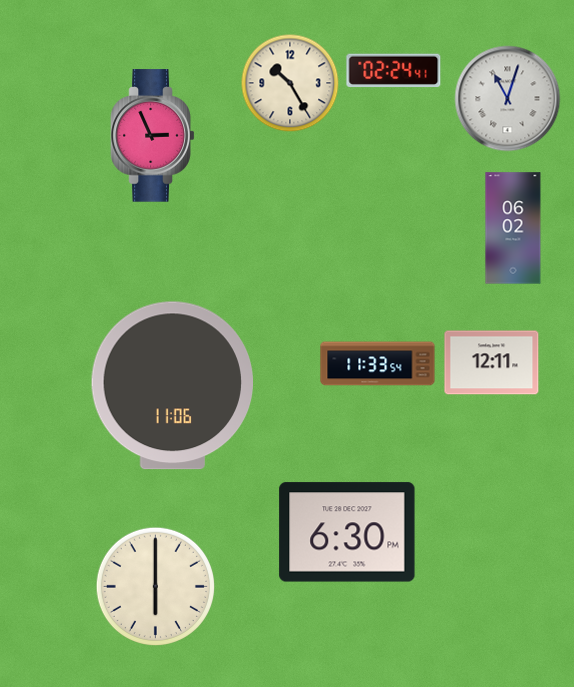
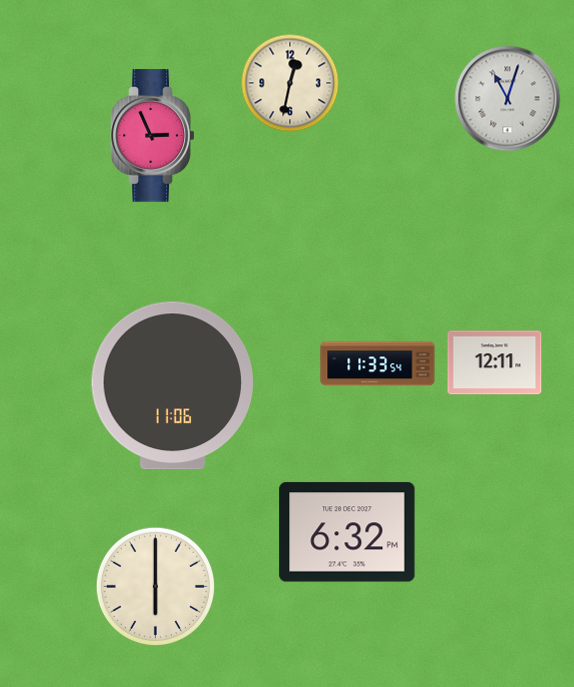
clock at (394, 71): 02:24 -> none
clock at (290, 83): 10:25 -> 12:32
clock at (513, 228): 06:02 -> none
clock at (492, 363) position: (492, 363) -> (495, 363)
clock at (347, 532): 6:30 -> 6:32
